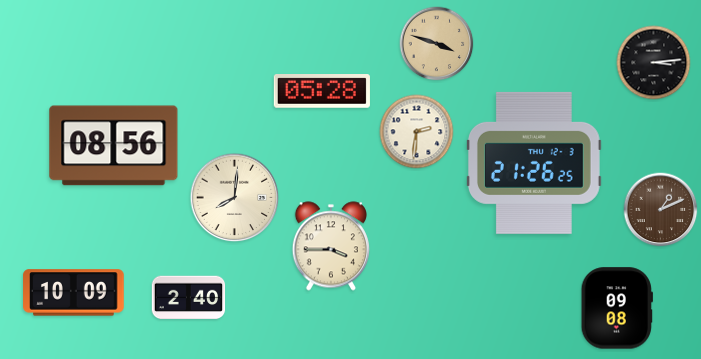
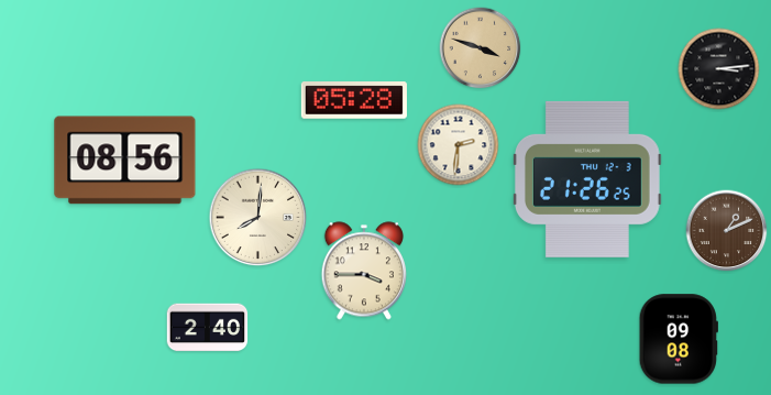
clock at (74, 293): 10:09 -> none
